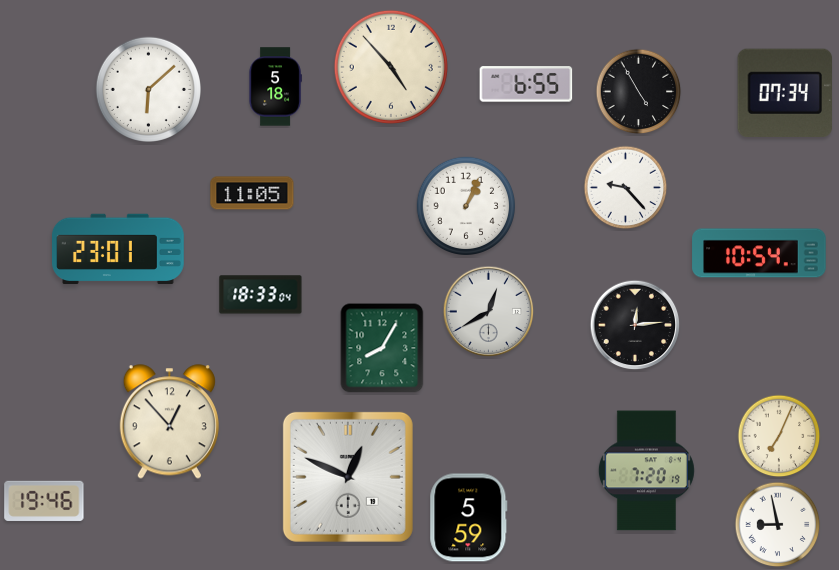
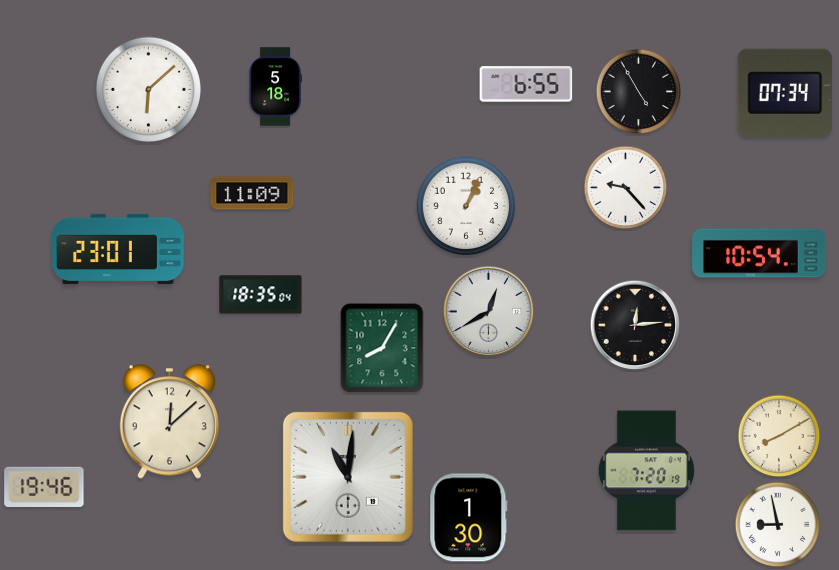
clock at (391, 67): 4:53 -> none
clock at (252, 193): 11:05 -> 11:09
clock at (261, 295): 18:33 -> 18:35
clock at (169, 422): 12:53 -> 12:08
clock at (779, 436): 7:04 -> 8:10
clock at (348, 477): 12:49 -> 11:01
clock at (44, 501) position: (44, 501) -> (44, 487)
clock at (469, 518): 5:59 -> 1:30
